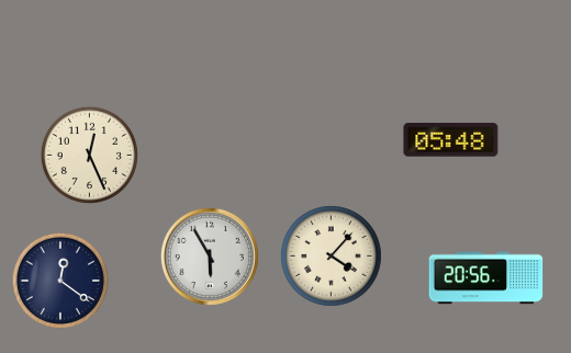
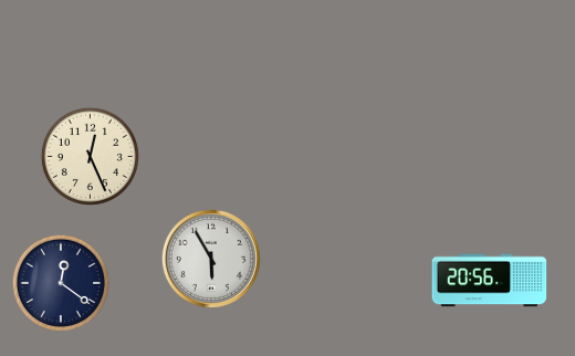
clock at (451, 140): 05:48 -> none
clock at (332, 257): 4:07 -> none
